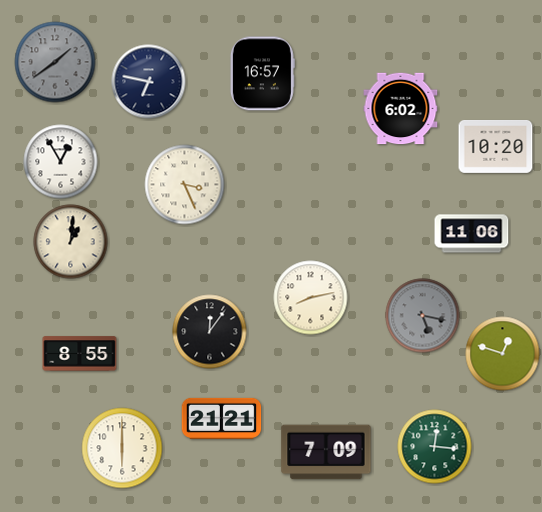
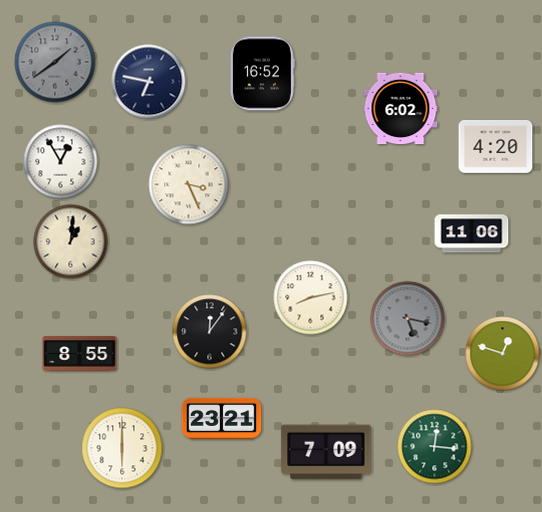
clock at (262, 74): 16:57 -> 16:52
clock at (496, 146): 10:20 -> 4:20
clock at (185, 185) position: (185, 185) -> (189, 185)
clock at (423, 316) position: (423, 316) -> (408, 319)
clock at (222, 418): 21:21 -> 23:21
